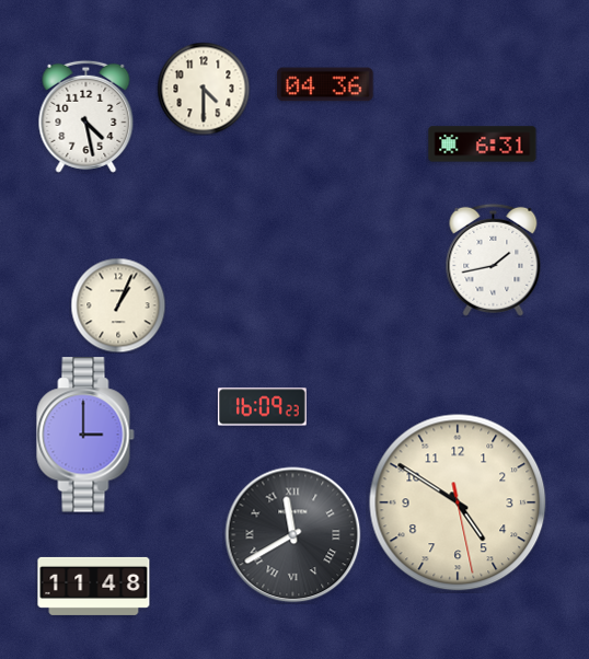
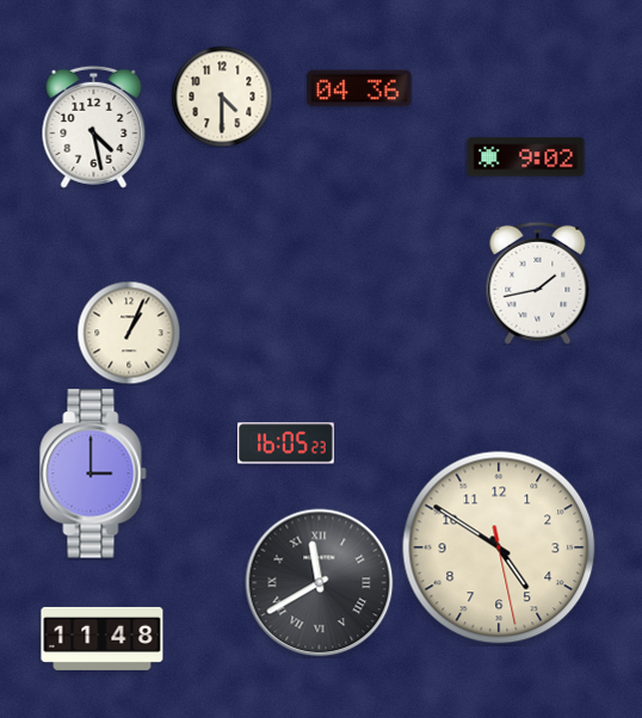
clock at (325, 84) position: (325, 84) -> (359, 88)
clock at (483, 144): 6:31 -> 9:02
clock at (262, 407): 16:09 -> 16:05
